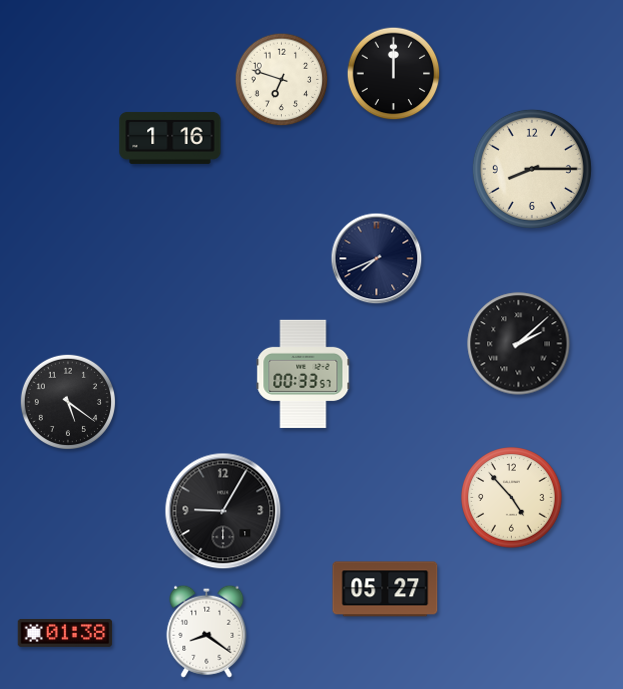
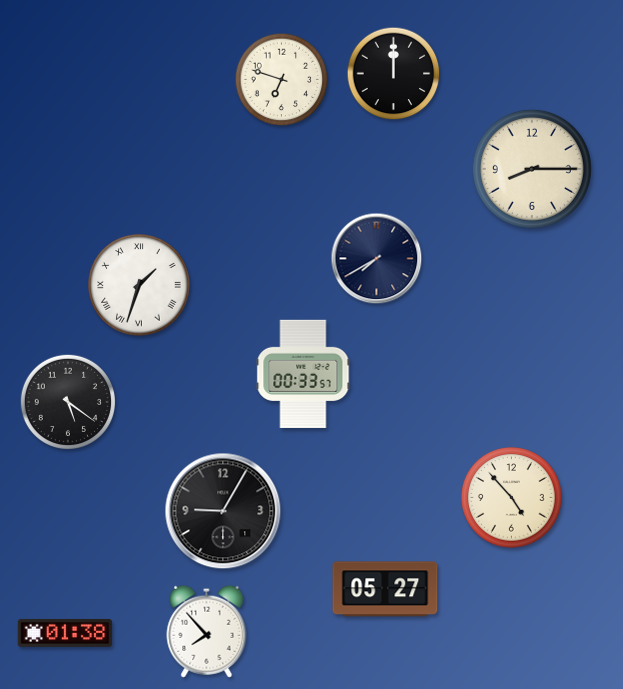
clock at (170, 138): 1:16 -> none
clock at (377, 259): 7:41 -> 7:40
clock at (139, 285): none -> 1:33
clock at (519, 344): 2:08 -> none
clock at (207, 631): 8:21 -> 7:53
